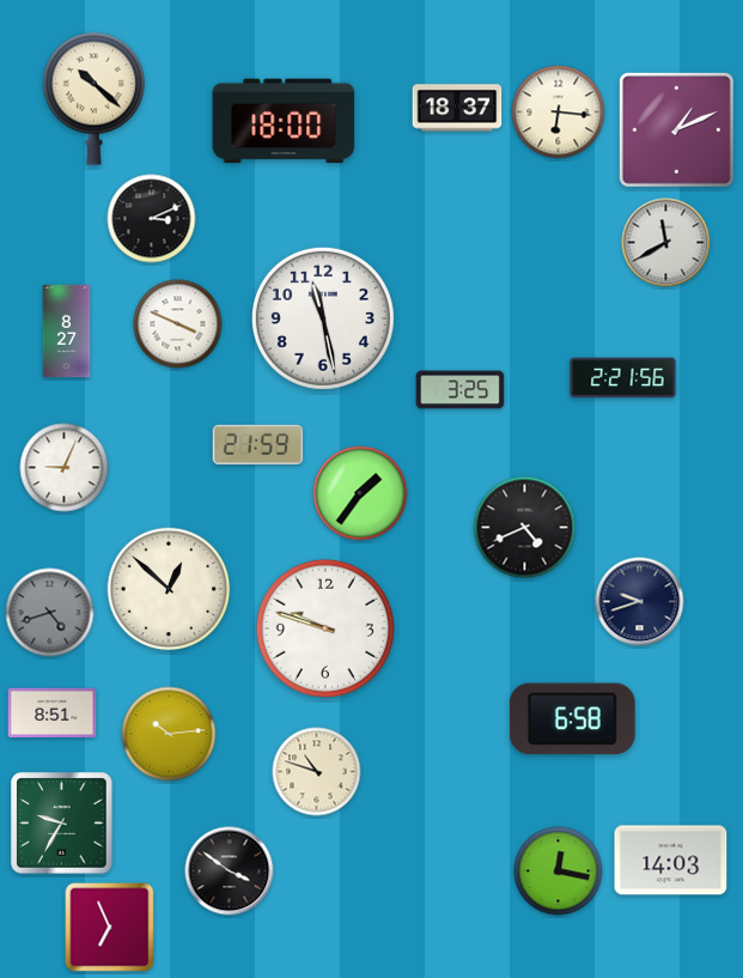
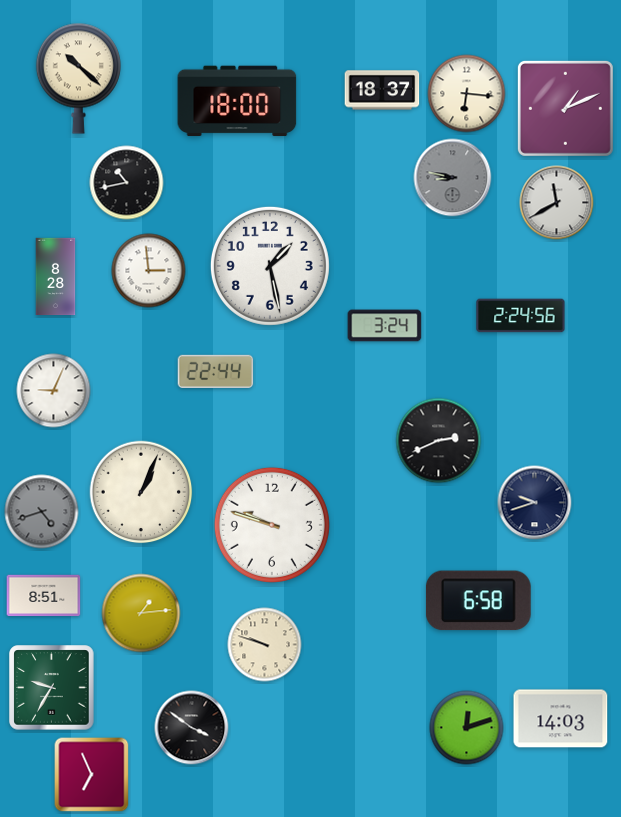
clock at (93, 98) position: (93, 98) -> (78, 78)
clock at (453, 178): none -> 8:47
clock at (152, 219): 3:11 -> 10:43
clock at (323, 318): 11:28 -> 1:28
clock at (178, 324): 3:49 -> 2:59
clock at (67, 332): 8:27 -> 8:28
clock at (623, 378): 2:21 -> 2:24
clock at (461, 390): 3:25 -> 3:24
clock at (258, 444): 21:59 -> 22:44
clock at (360, 493): 1:36 -> none
clock at (525, 528): 4:41 -> 2:41
clock at (169, 589): 12:52 -> 1:04
clock at (169, 734): 10:14 -> 1:14
clock at (317, 772): 10:48 -> 9:48
clock at (559, 871): 12:17 -> 12:12
